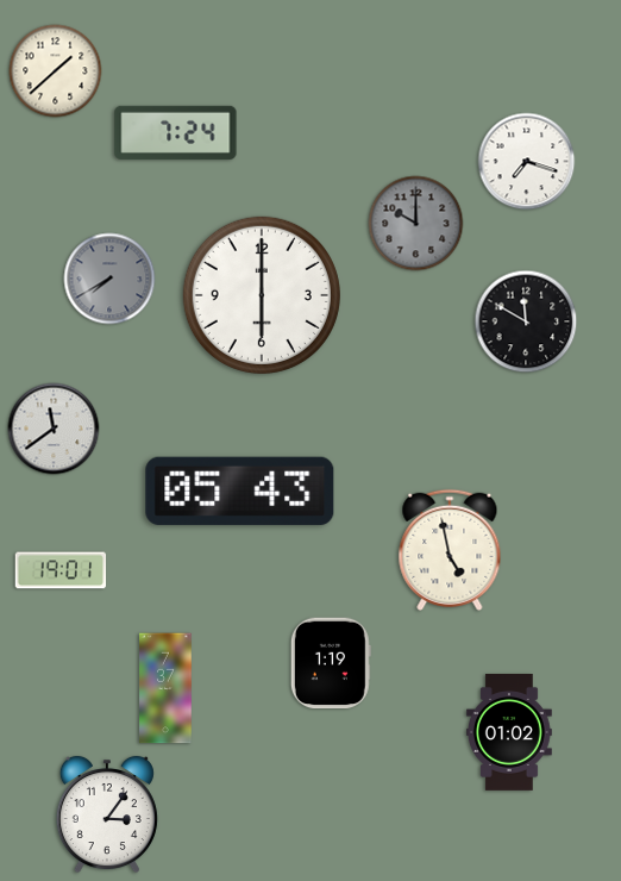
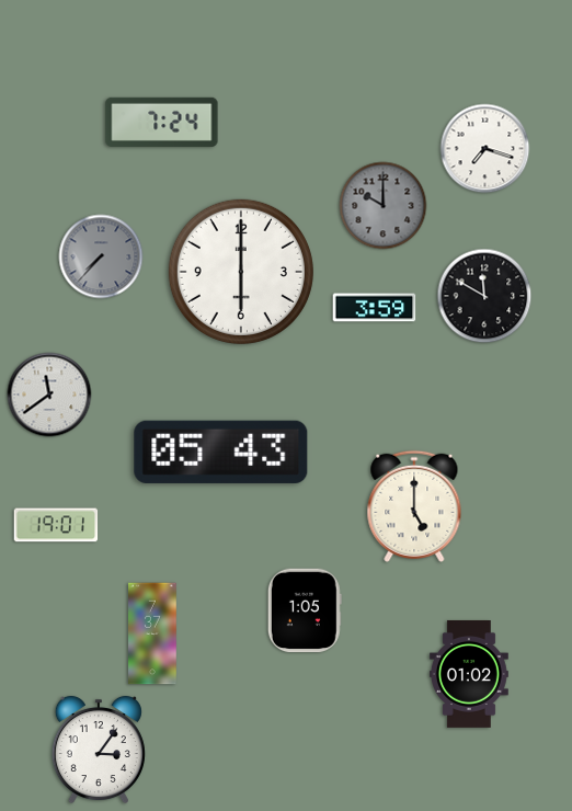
clock at (56, 71): 1:38 -> none
clock at (109, 279): 7:40 -> 7:37
clock at (375, 308): none -> 3:59
clock at (450, 550): 4:58 -> 5:00
clock at (331, 663): 1:19 -> 1:05
